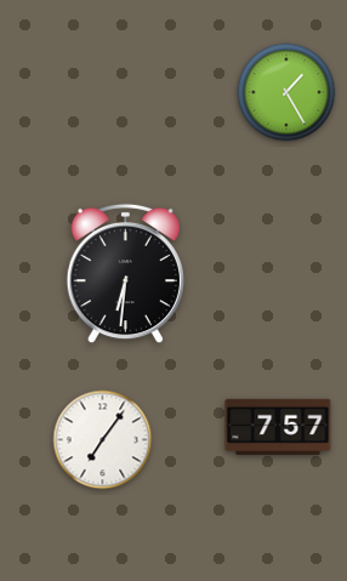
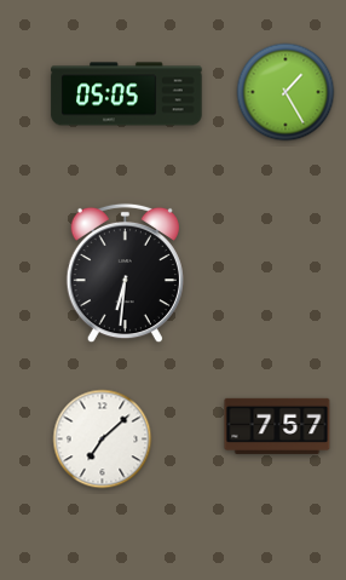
clock at (127, 94): none -> 05:05
clock at (103, 440): 7:06 -> 7:08
